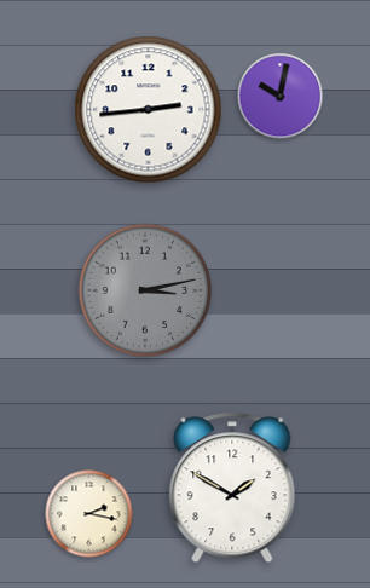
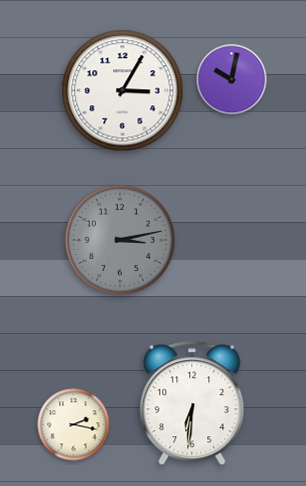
clock at (149, 110): 2:44 -> 3:05
clock at (232, 488): 1:50 -> 6:31
